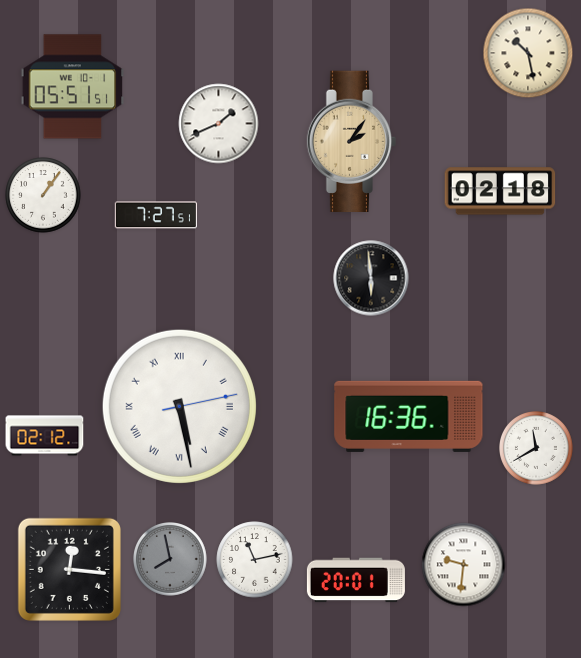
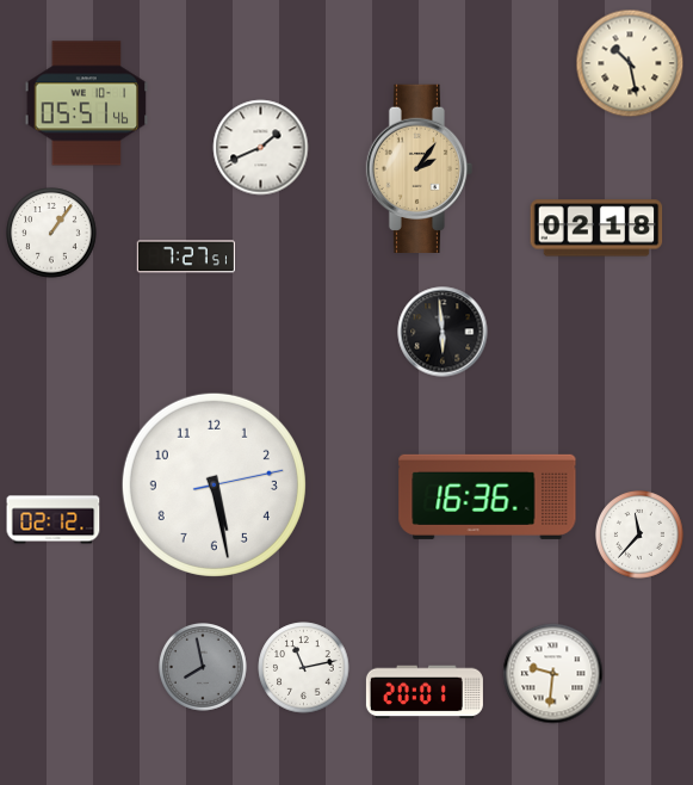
clock at (73, 87): 05:51:51 -> 05:51:46
clock at (179, 406) numerals: Roman -> Arabic
clock at (537, 449): 11:40 -> 11:37
clock at (69, 569): 12:16 -> none
